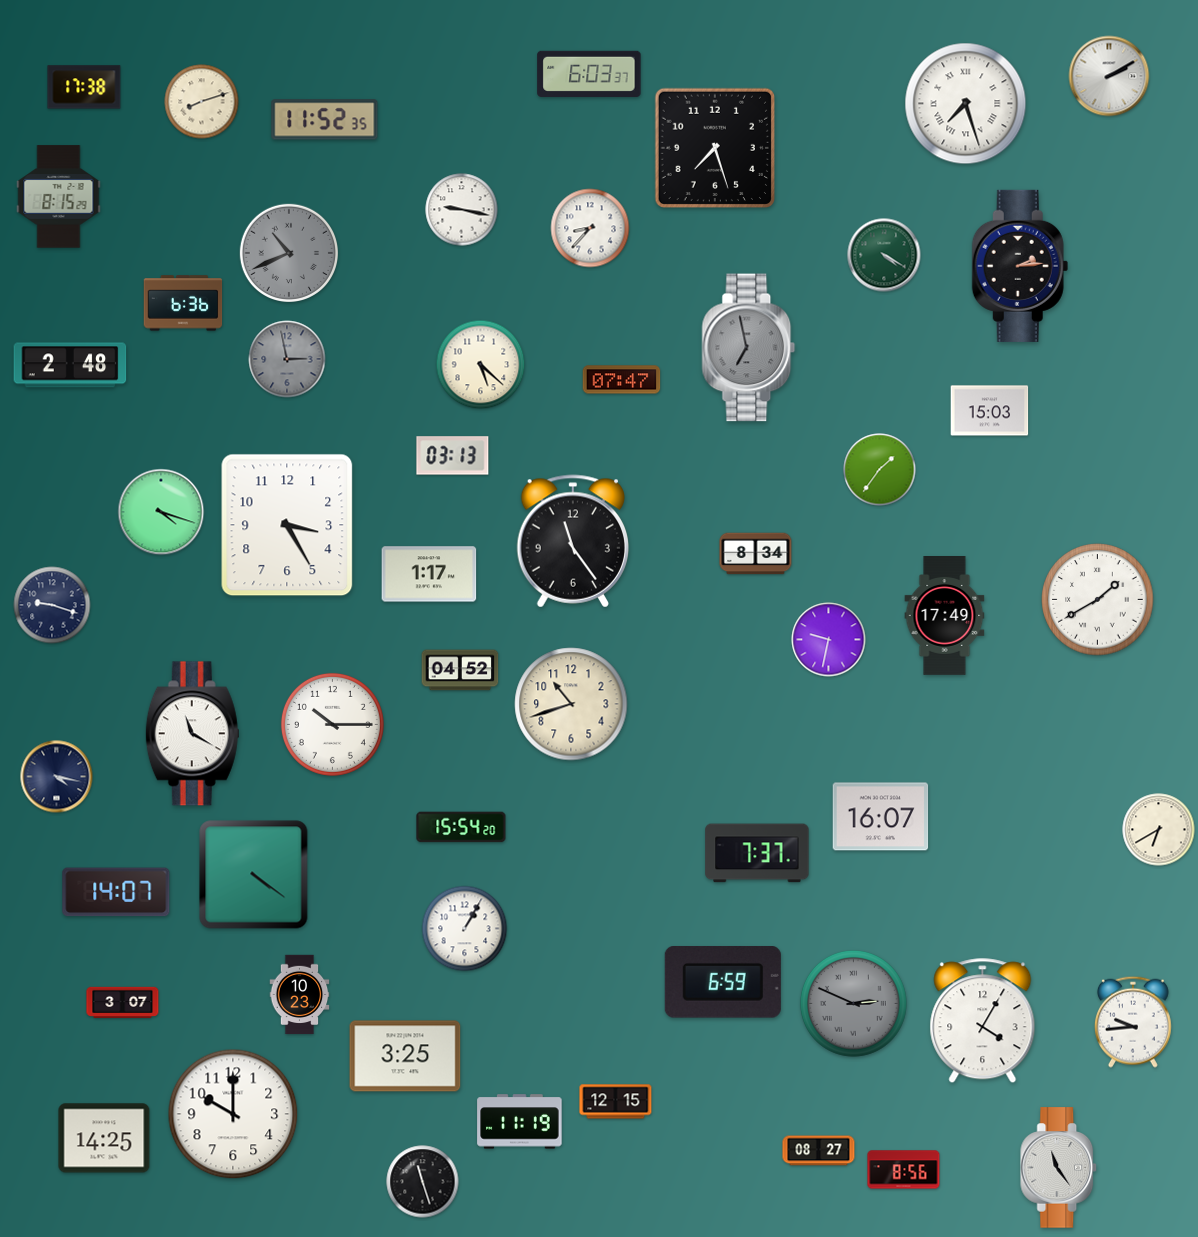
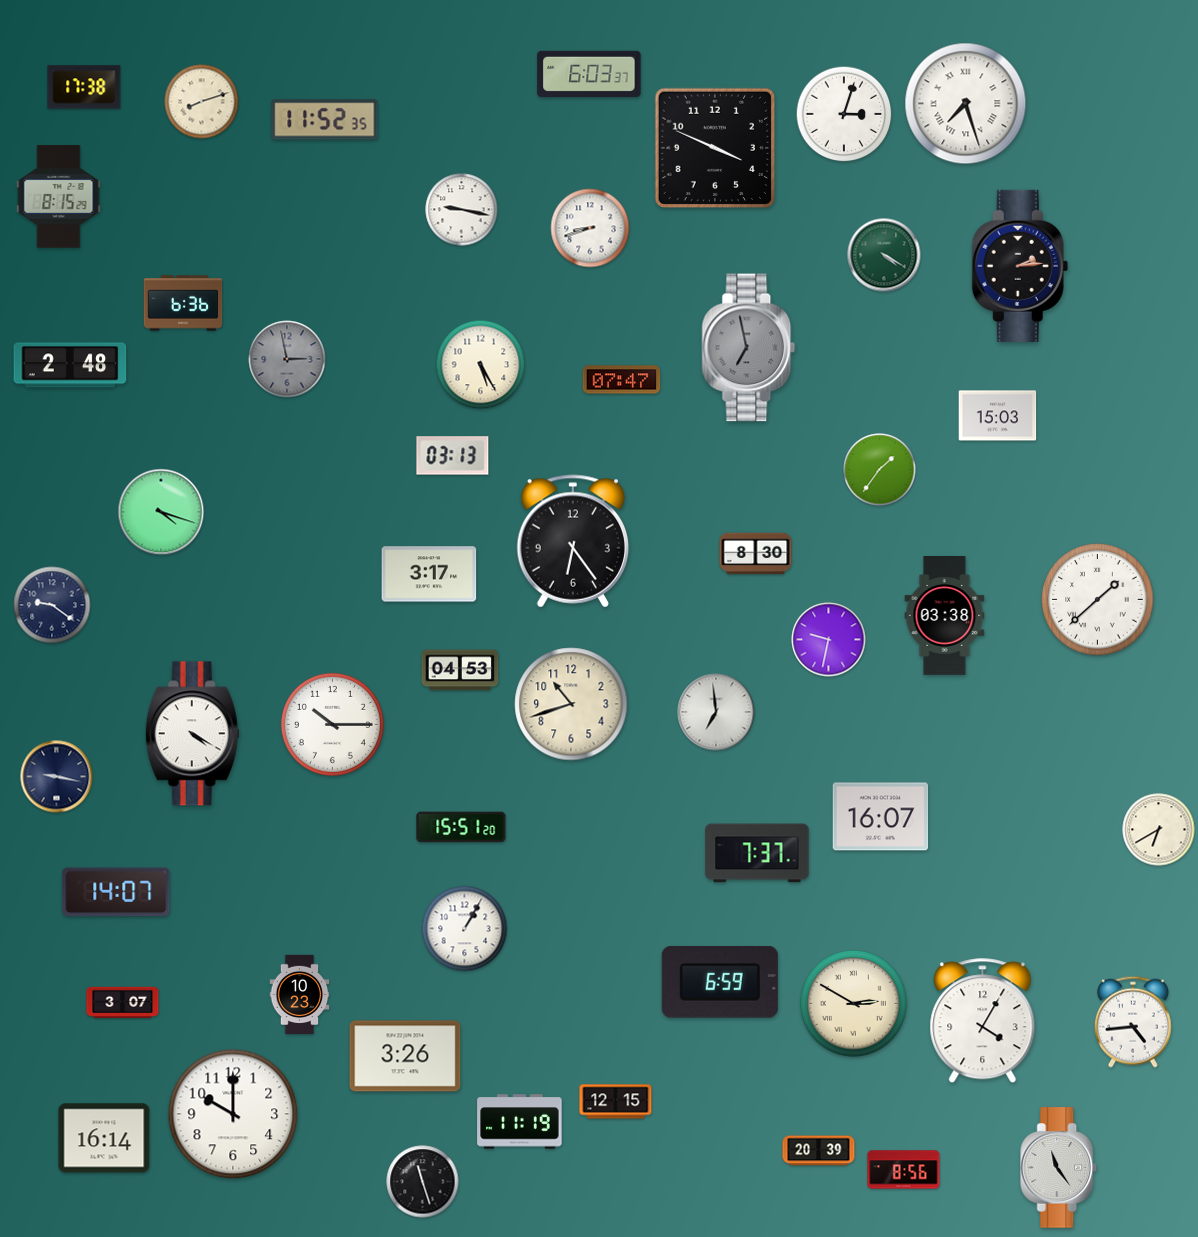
clock at (1109, 76): 2:10 -> none
clock at (844, 114): none -> 3:03
clock at (714, 147): 7:27 -> 3:49
clock at (590, 228): 8:37 -> 8:42
clock at (288, 252): 10:41 -> none
clock at (481, 365): 5:22 -> 5:25
clock at (990, 411) position: (990, 411) -> (998, 416)
clock at (287, 525): 3:25 -> none
clock at (572, 541): 11:24 -> 6:24
clock at (756, 554): 8:34 -> 8:30
clock at (429, 574): 1:17 -> 3:17
clock at (1098, 600): 1:40 -> 1:38
clock at (52, 605): 9:18 -> 9:21
clock at (945, 616): 17:49 -> 03:38
clock at (460, 670): 04:52 -> 04:53
clock at (716, 712): none -> 6:59
clock at (192, 734): 11:20 -> 4:20
clock at (57, 777): 4:17 -> 9:17
clock at (461, 827): 15:54 -> 15:51
clock at (254, 875): 4:21 -> none
clock at (723, 983) position: (723, 983) -> (720, 983)
clock at (853, 1003): 2:49 -> 2:50
clock at (853, 1003) dial: grey -> cream
clock at (1133, 1022): 9:44 -> 4:44
clock at (405, 1056): 3:25 -> 3:26
clock at (104, 1138): 14:25 -> 16:14
clock at (819, 1151): 08:27 -> 20:39
